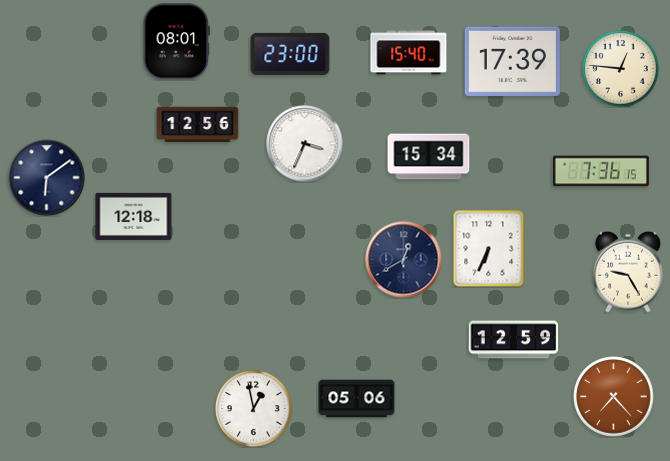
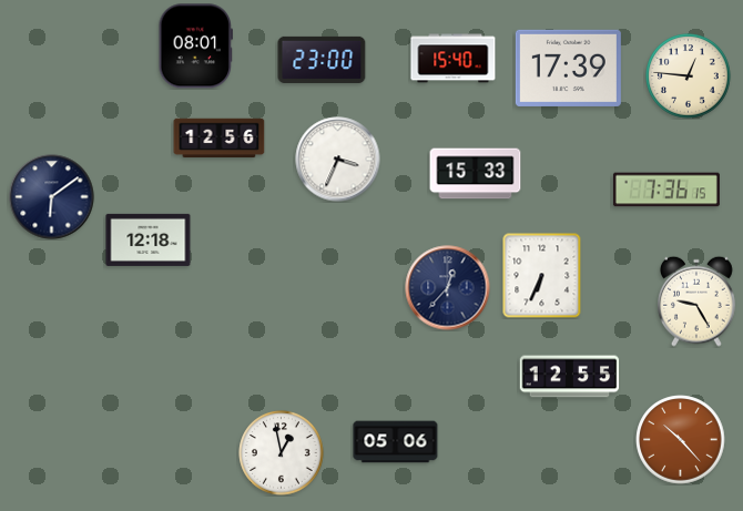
clock at (429, 157): 15:34 -> 15:33
clock at (404, 260): 12:40 -> 12:37
clock at (514, 340): 12:59 -> 12:55
clock at (614, 397): 7:23 -> 10:23
